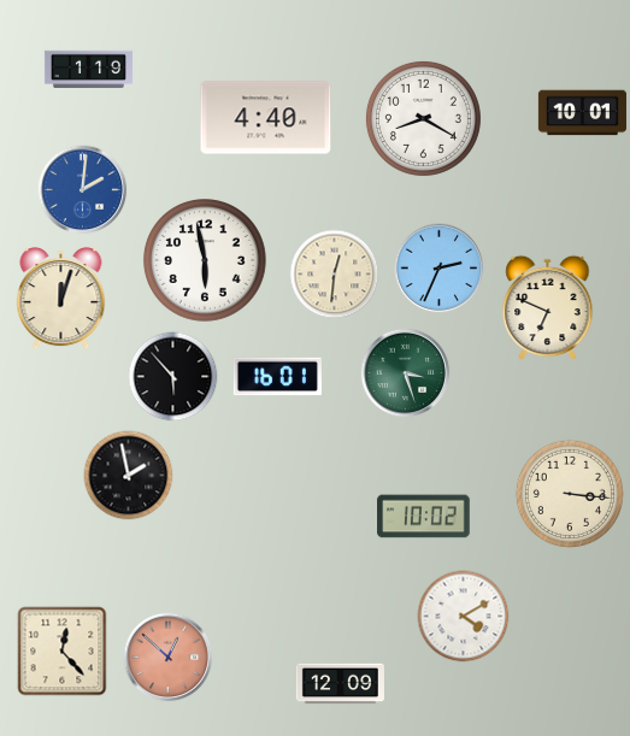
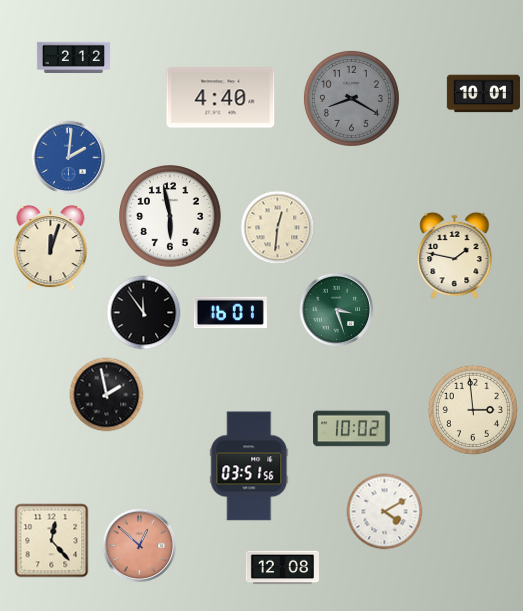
clock at (88, 69): 1:19 -> 2:12
clock at (423, 118) dial: white -> grey
clock at (440, 269): 2:34 -> none
clock at (548, 308): 6:49 -> 1:47
clock at (173, 377): 5:53 -> 11:54
clock at (570, 494): 3:16 -> 2:59
clock at (249, 466): none -> 03:51
clock at (340, 684): 12:09 -> 12:08
